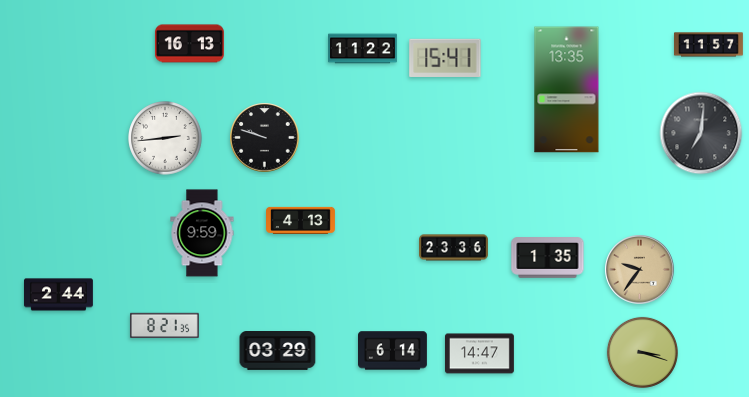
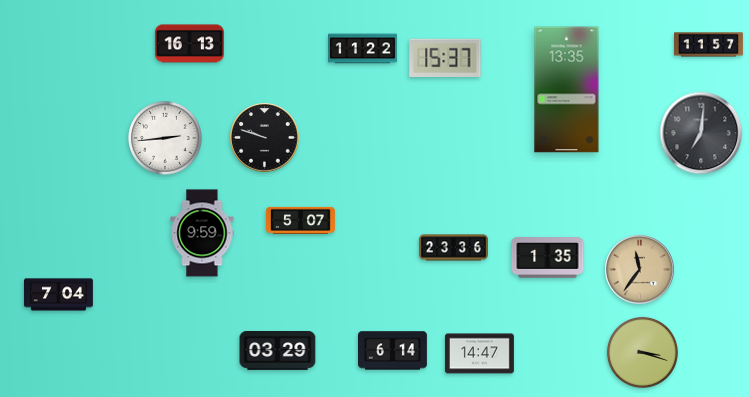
clock at (445, 57): 15:41 -> 15:37
clock at (301, 220): 4:13 -> 5:07
clock at (640, 270): 9:36 -> 11:36
clock at (59, 295): 2:44 -> 7:04
clock at (164, 326): 8:21 -> none
